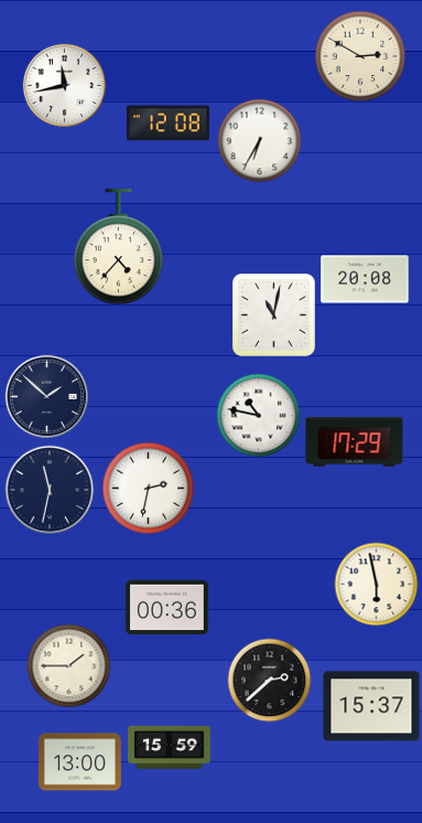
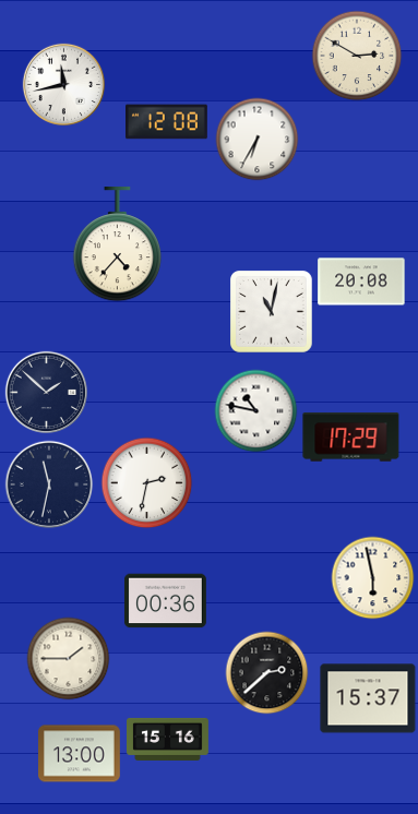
clock at (365, 279) position: (365, 279) -> (361, 282)
clock at (170, 747): 15:59 -> 15:16
